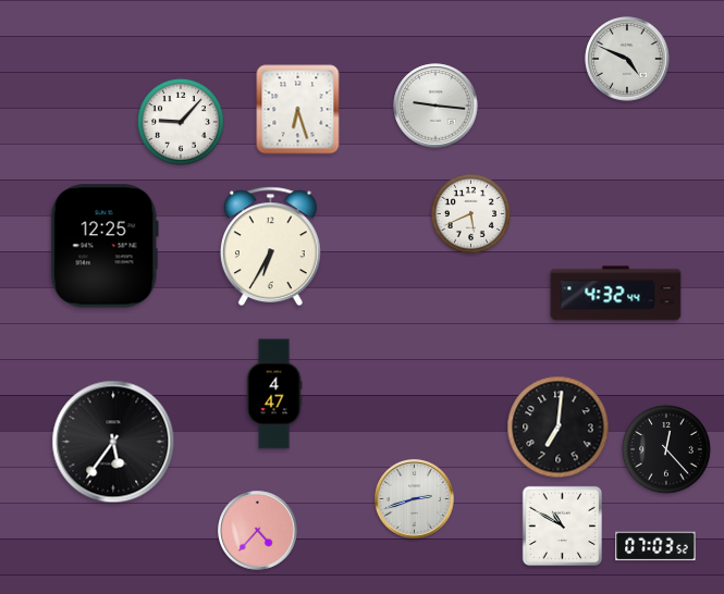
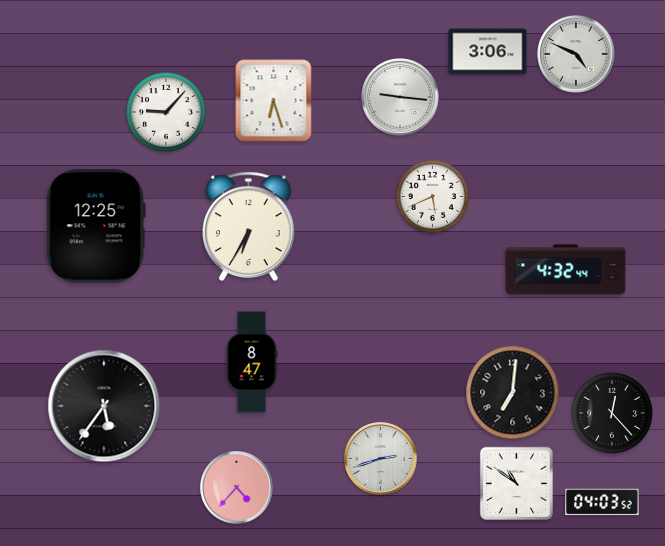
clock at (488, 52): none -> 3:06
clock at (274, 394): 4:47 -> 8:47
clock at (562, 525): 10:50 -> 10:51
clock at (655, 546): 07:03 -> 04:03
